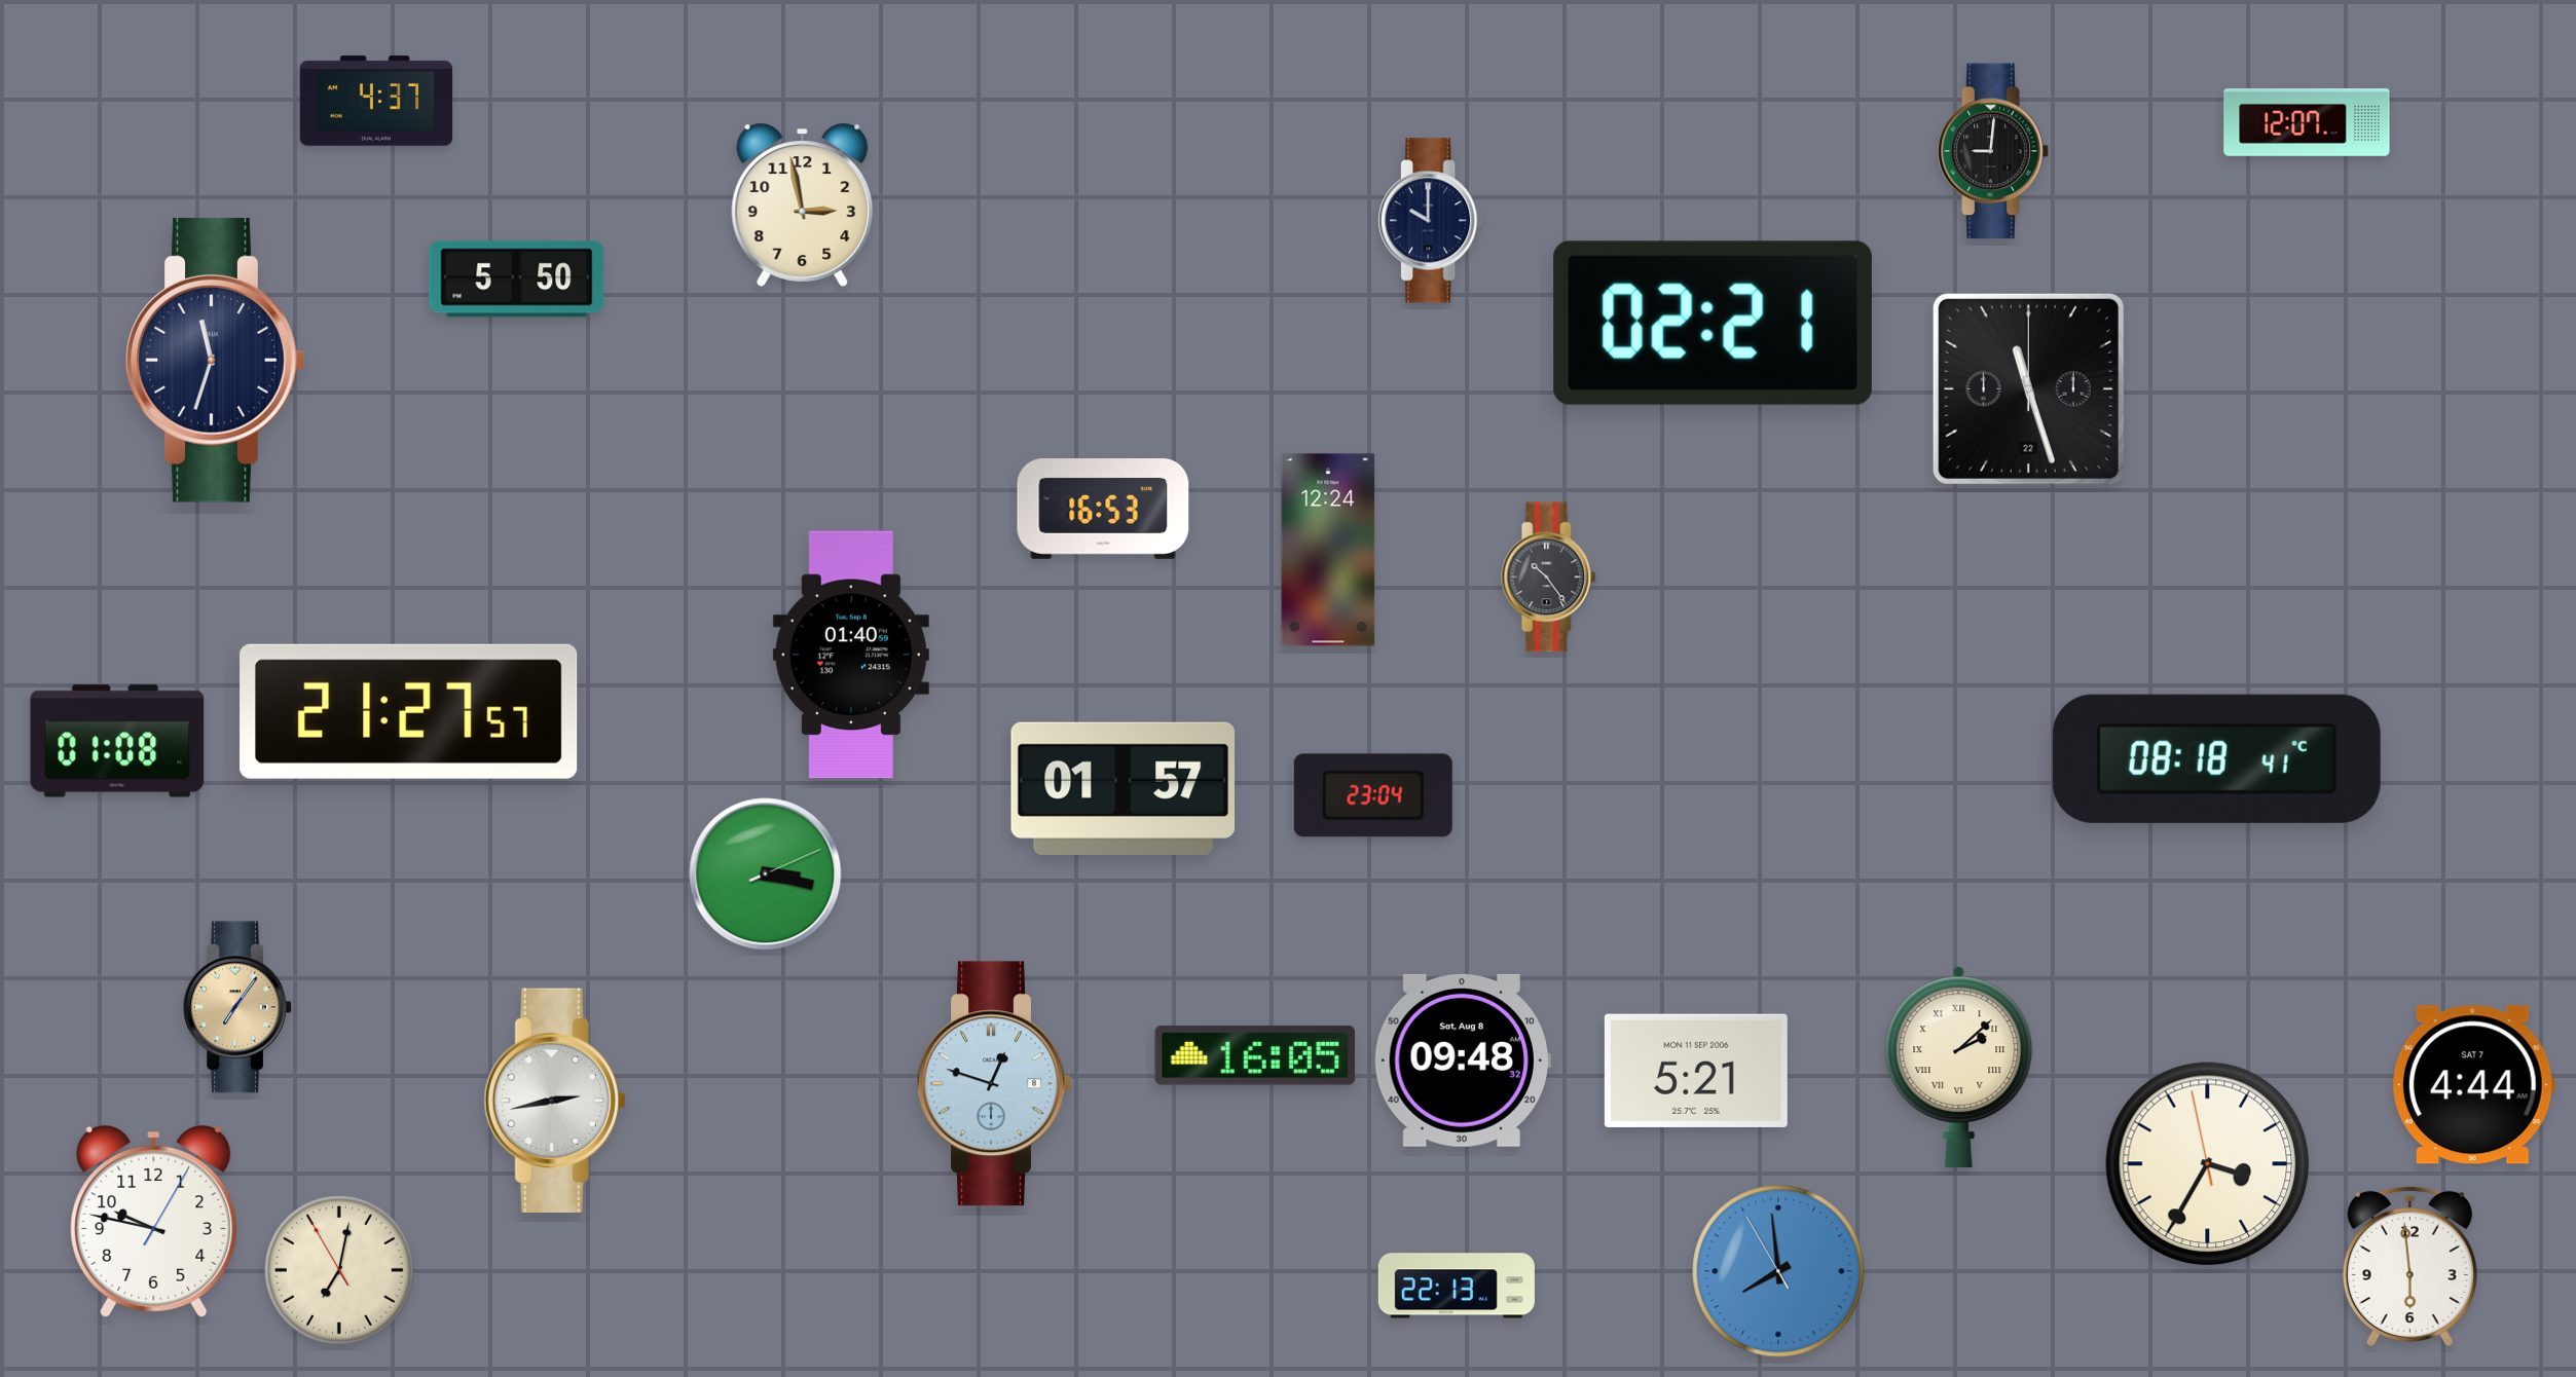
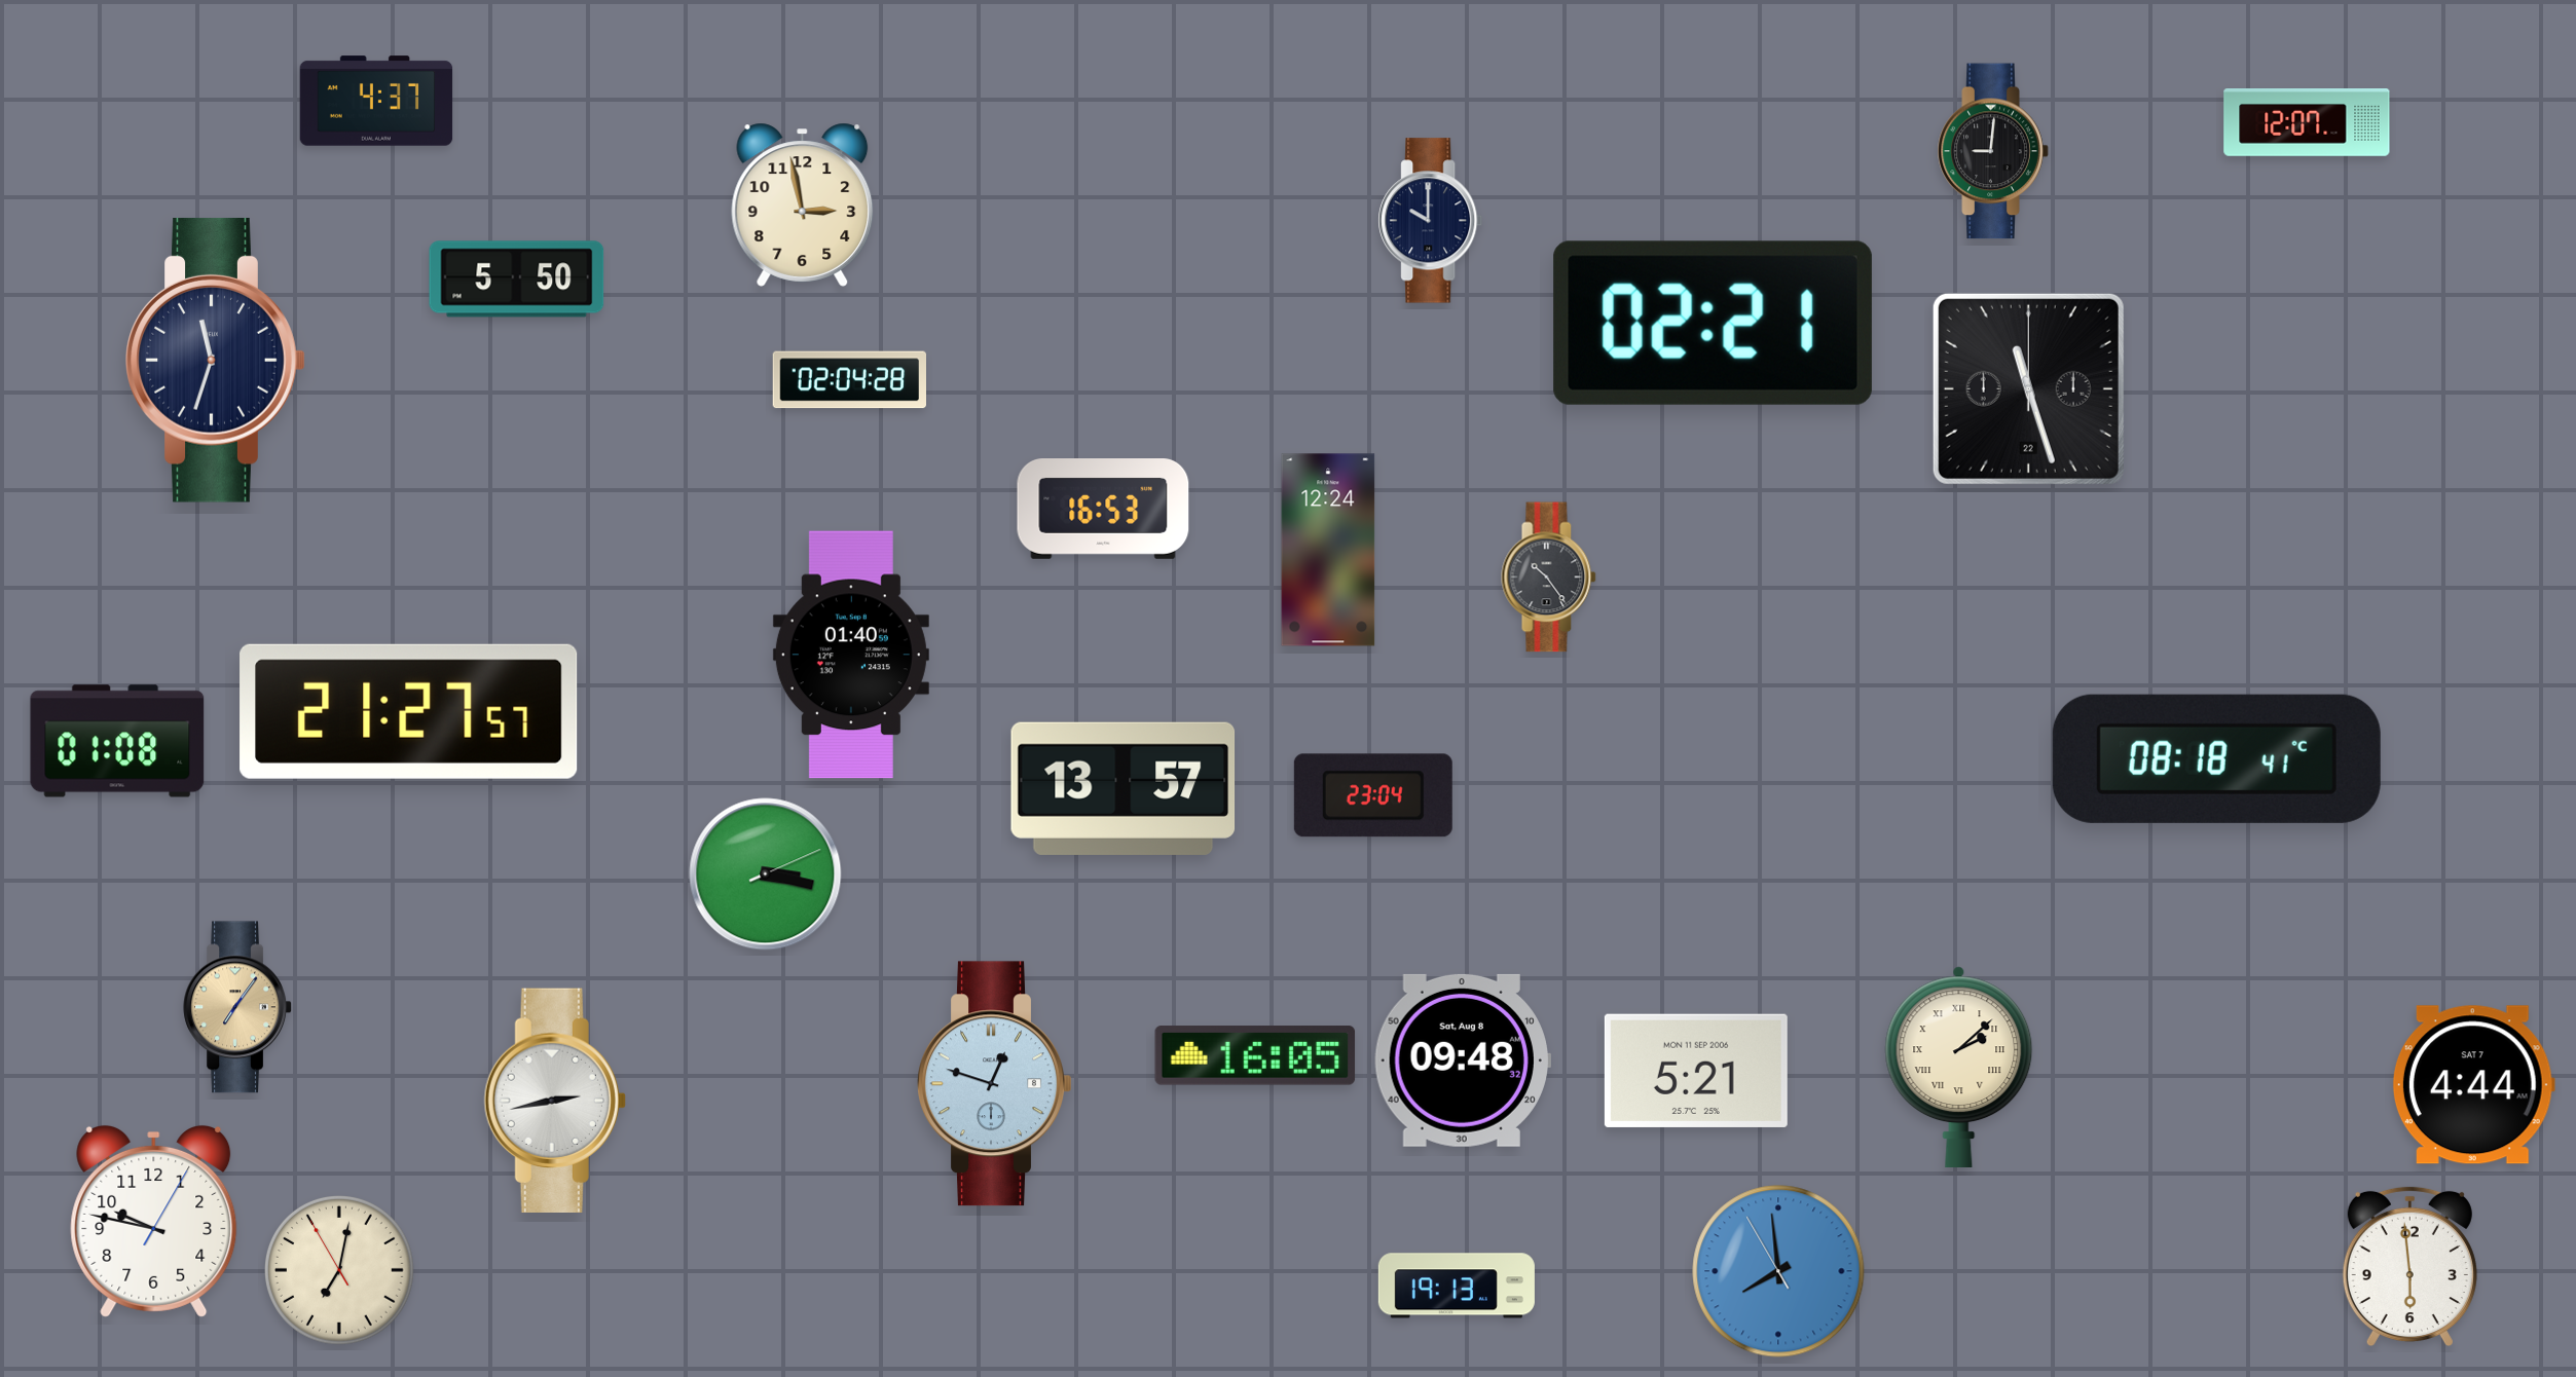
clock at (849, 380): none -> 02:04
clock at (1124, 788): 01:57 -> 13:57
clock at (2208, 1164): 3:34 -> none
clock at (1457, 1286): 22:13 -> 19:13
